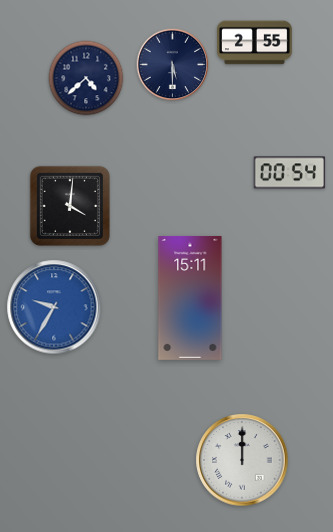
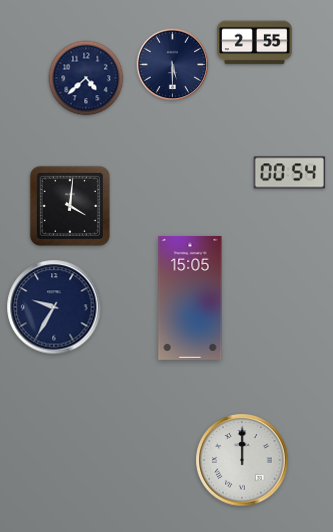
clock at (190, 298): 15:11 -> 15:05
clock at (54, 307) dial: blue -> navy
